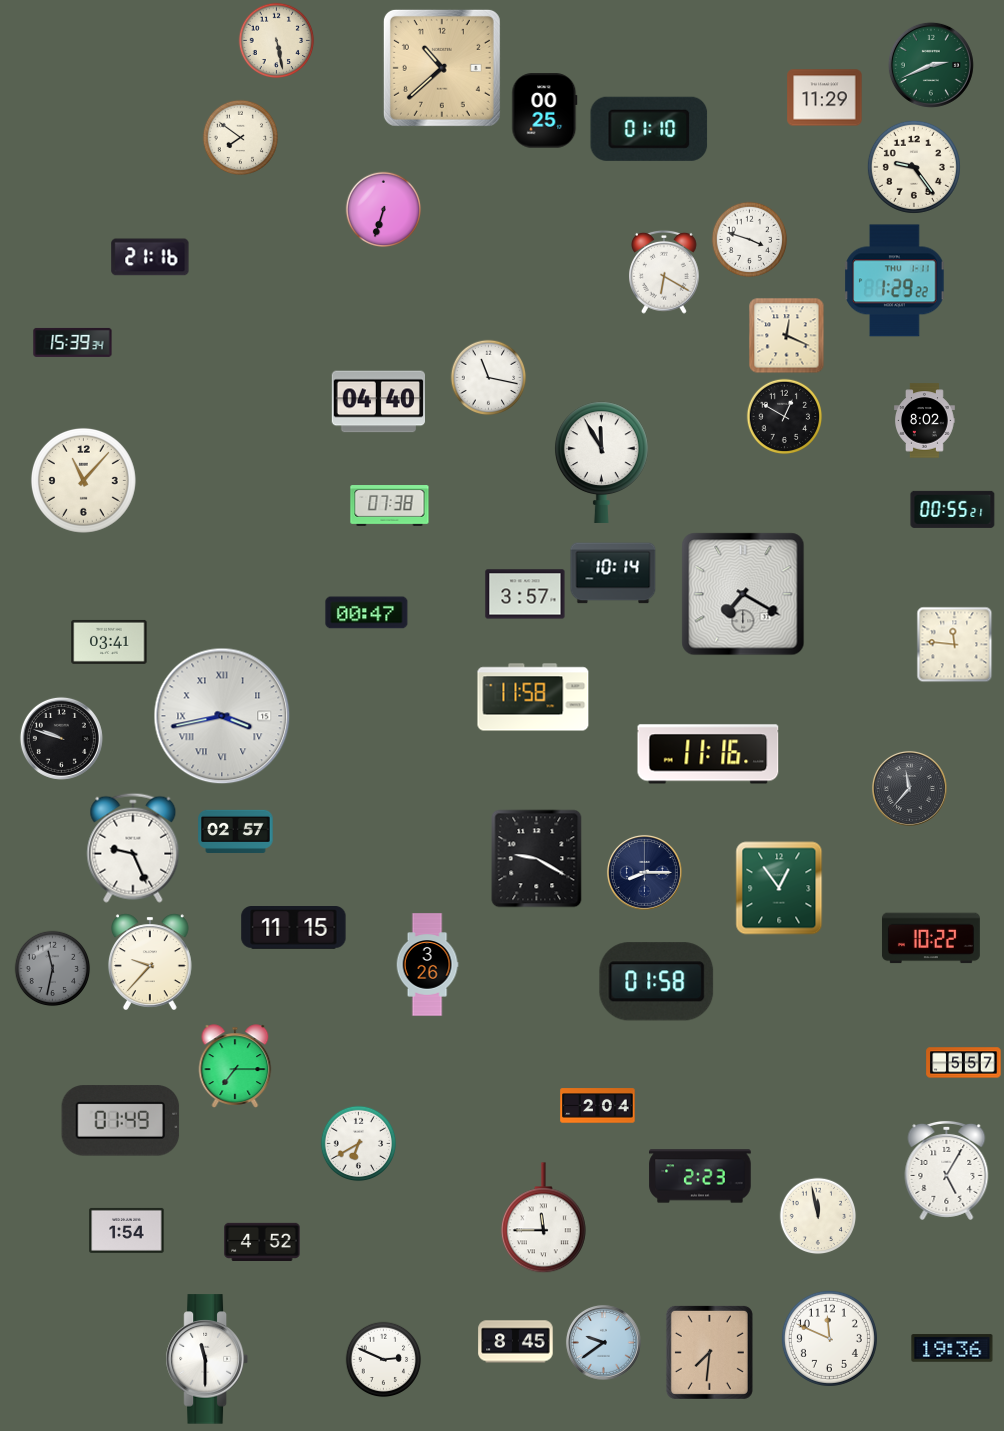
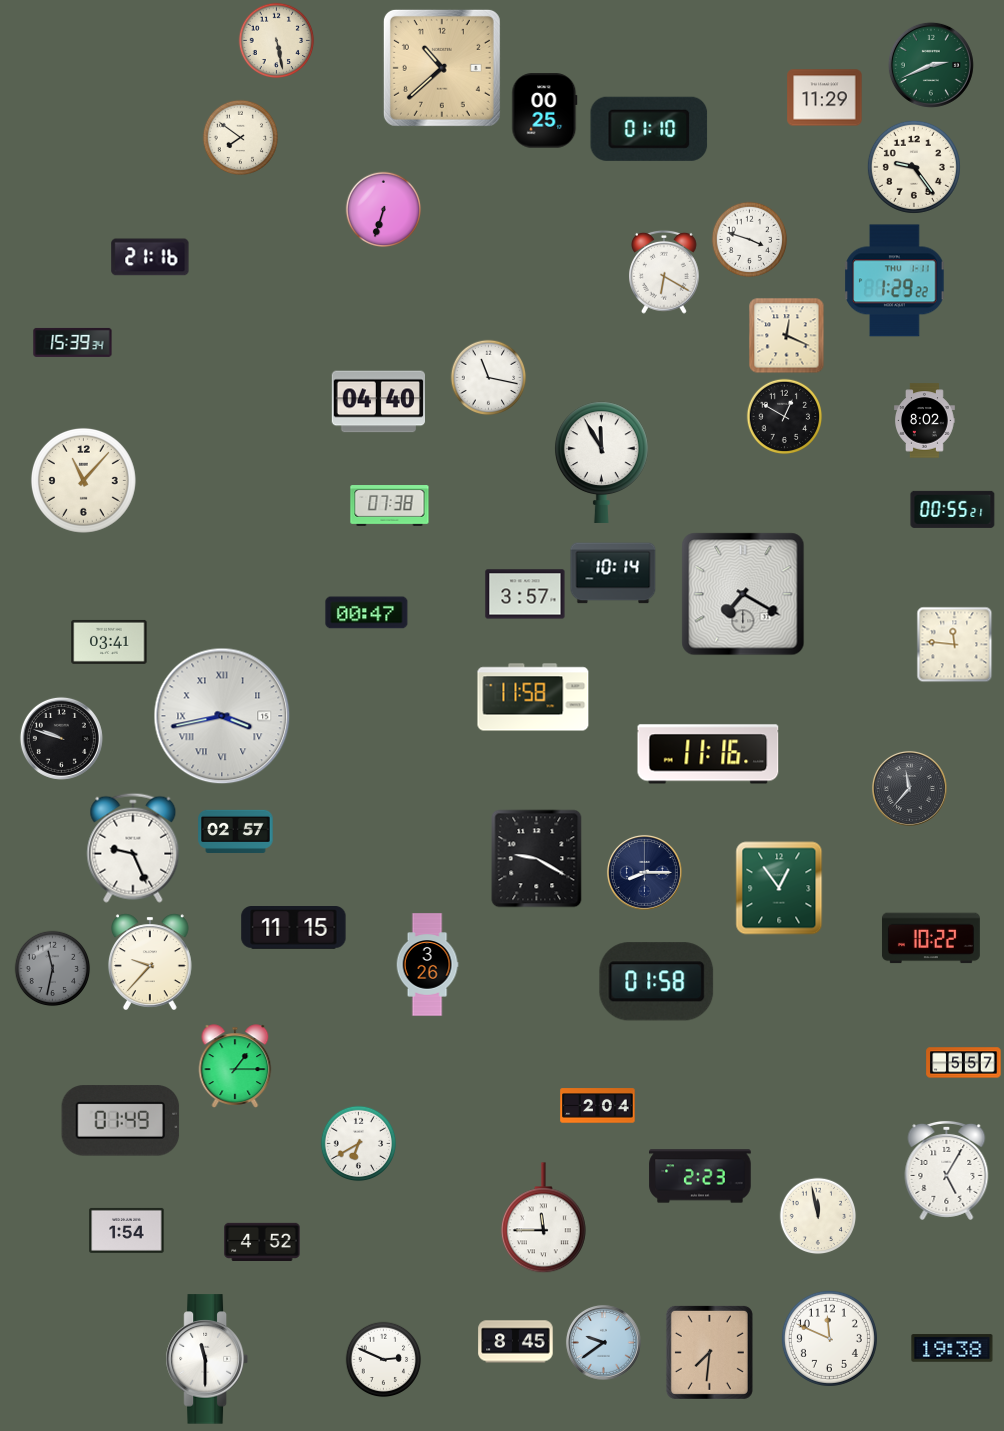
clock at (235, 1066): 7:15 -> 1:15
clock at (952, 1348): 19:36 -> 19:38
